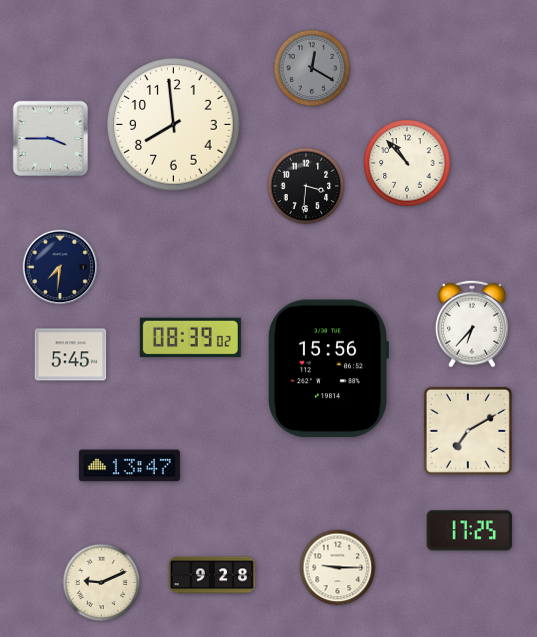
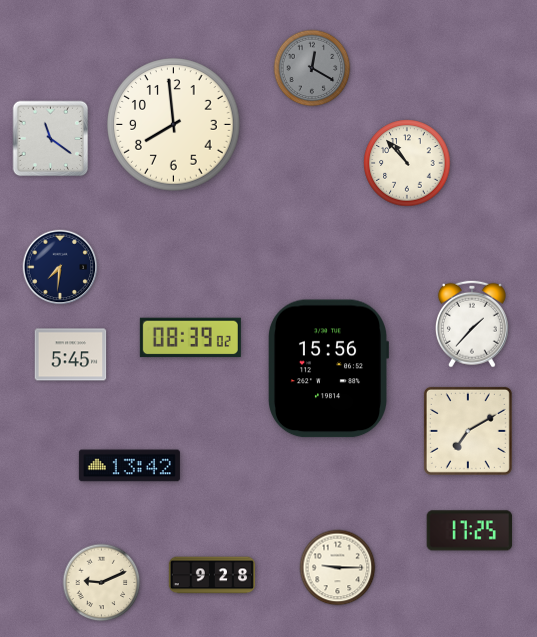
clock at (51, 139): 3:45 -> 11:21
clock at (306, 186): 3:31 -> none
clock at (472, 324): 6:37 -> 1:37
clock at (129, 466): 13:47 -> 13:42
